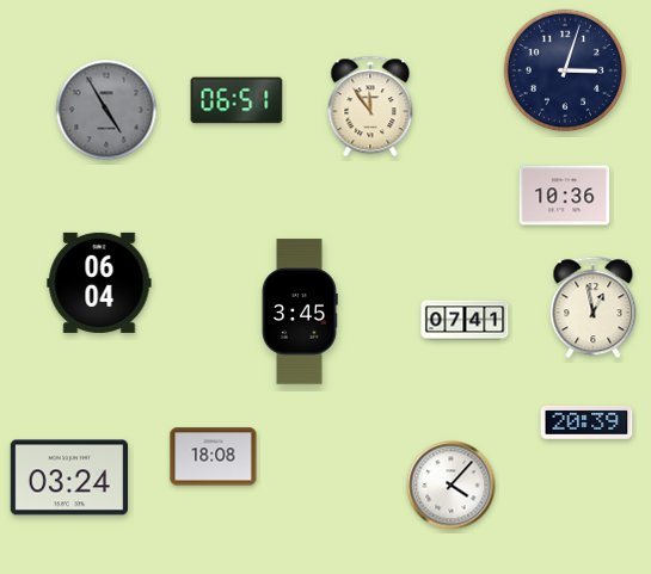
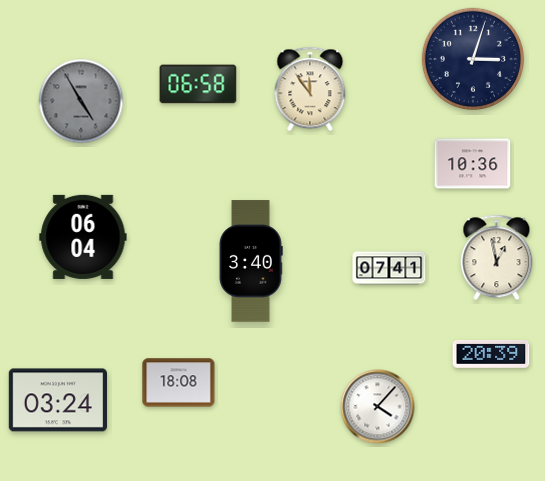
clock at (237, 100): 06:51 -> 06:58
clock at (106, 110) position: (106, 110) -> (81, 101)
clock at (300, 311): 3:45 -> 3:40
